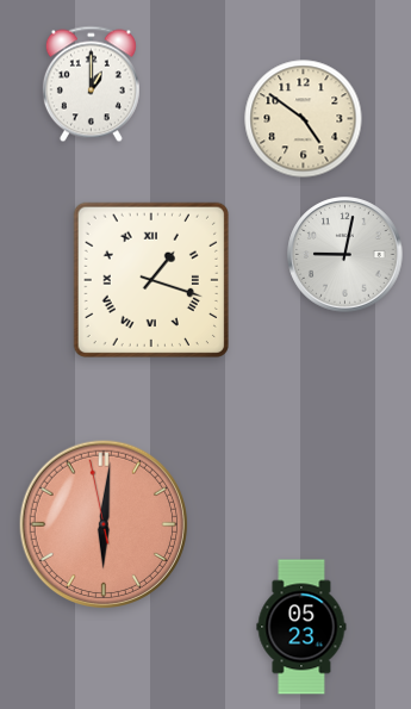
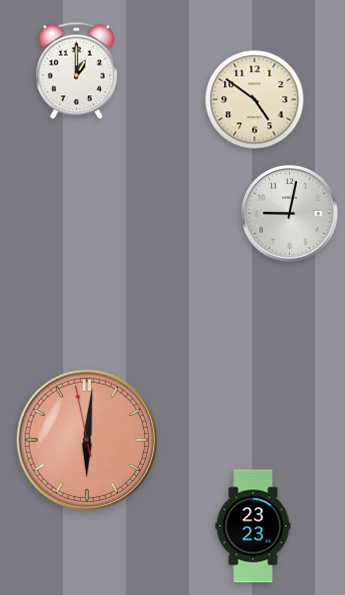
clock at (151, 280): 1:18 -> none
clock at (301, 627): 05:23 -> 23:23
